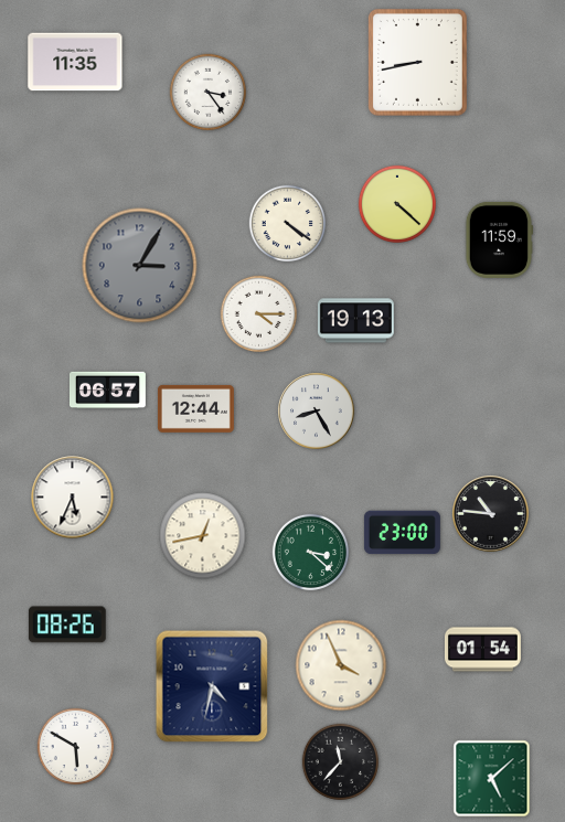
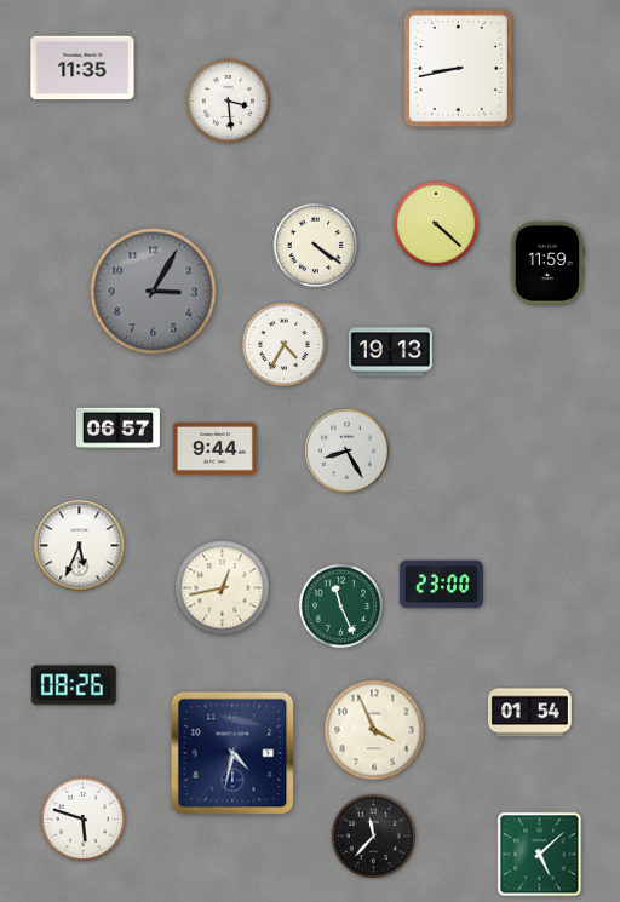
clock at (209, 93): 3:24 -> 3:29
clock at (259, 314): 4:15 -> 4:35
clock at (195, 408): 12:44 -> 9:44
clock at (491, 514): 10:46 -> none
clock at (311, 553): 3:22 -> 11:26
clock at (76, 747): 5:50 -> 5:48
